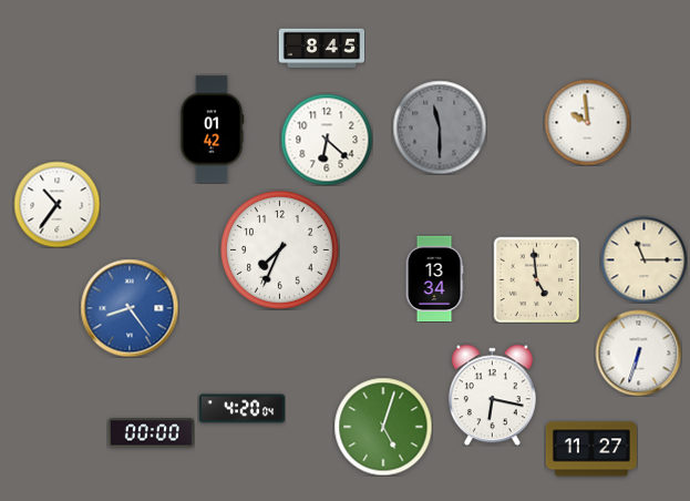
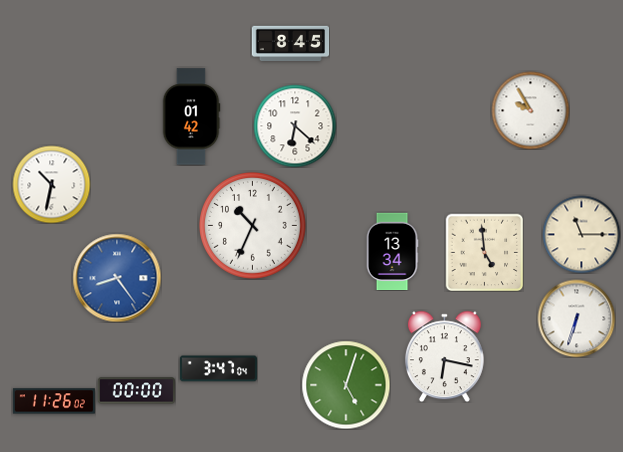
clock at (587, 122): 9:59 -> 9:55
clock at (440, 127): 11:30 -> none
clock at (56, 204): 10:36 -> 10:32
clock at (280, 250): 7:34 -> 10:34
clock at (241, 409): 4:20 -> 3:47
clock at (54, 401): none -> 11:26
clock at (591, 449): 11:27 -> none
